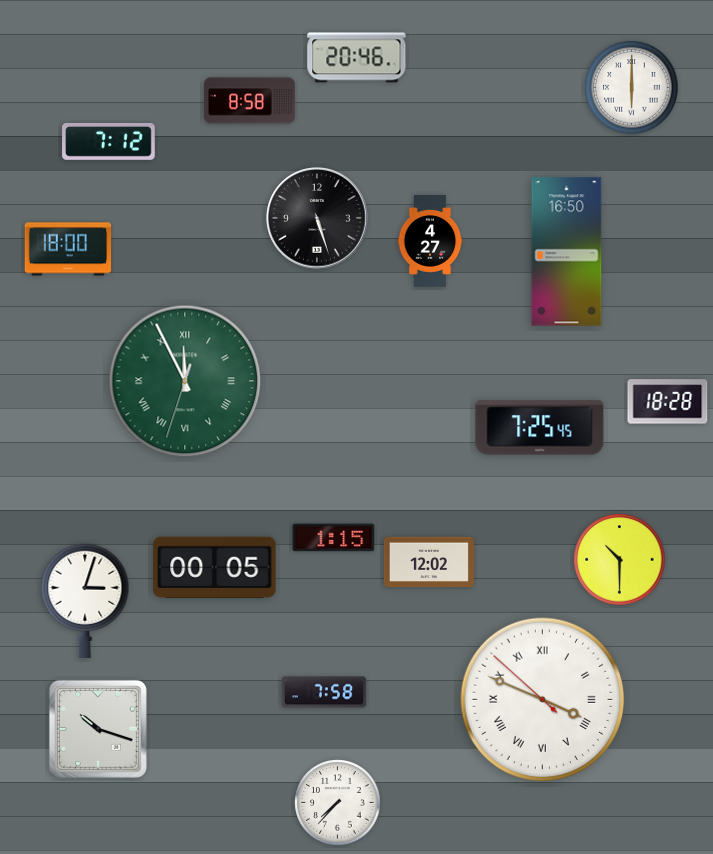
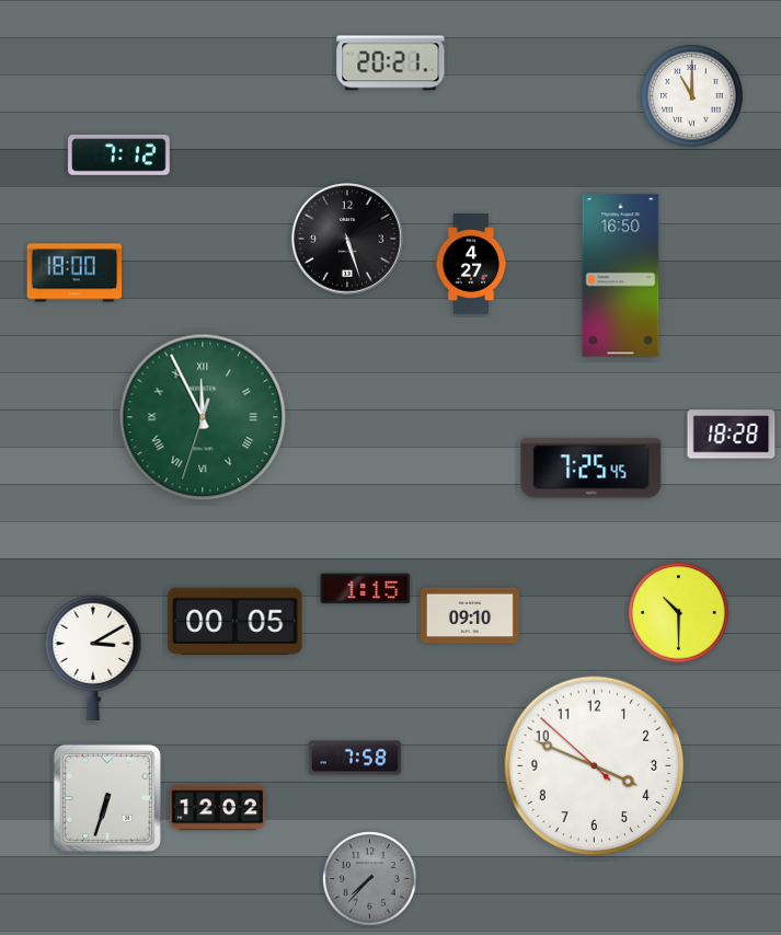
clock at (357, 58): 20:46 -> 20:21
clock at (632, 88): 6:00 -> 11:00
clock at (249, 101): 8:58 -> none
clock at (668, 402) position: (668, 402) -> (732, 435)
clock at (429, 562): 12:02 -> 09:10
clock at (85, 601): 3:03 -> 3:10
clock at (543, 700) numerals: Roman -> Arabic
clock at (98, 729): 10:18 -> 6:33
clock at (217, 808): none -> 12:02
clock at (338, 803) dial: white -> grey
